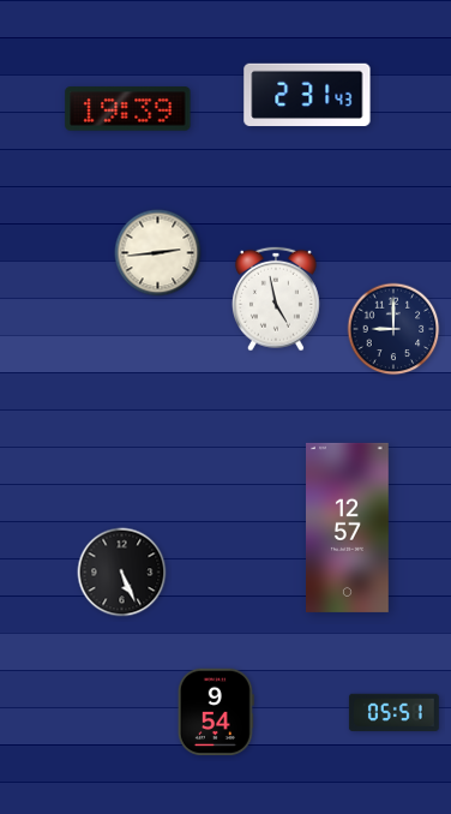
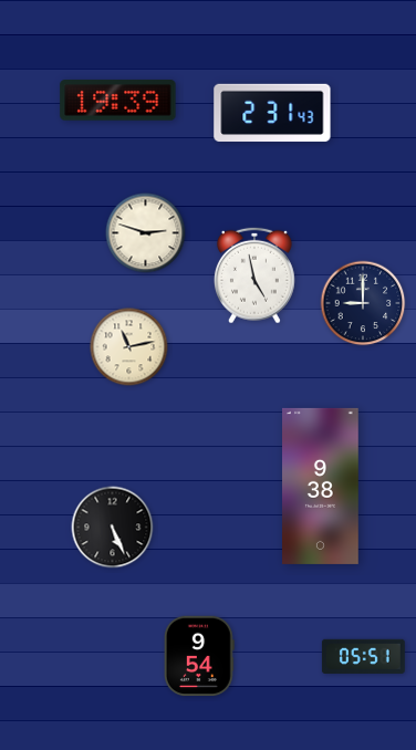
clock at (307, 95) position: (307, 95) -> (272, 113)
clock at (158, 253): 2:44 -> 2:48
clock at (129, 347): none -> 11:13
clock at (348, 527): 12:57 -> 9:38
